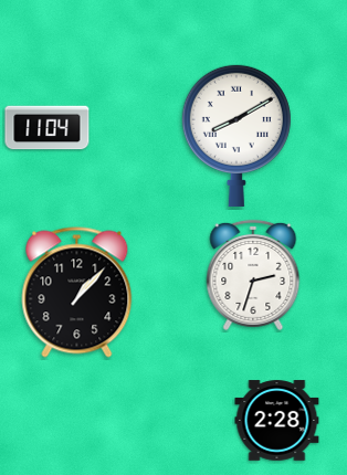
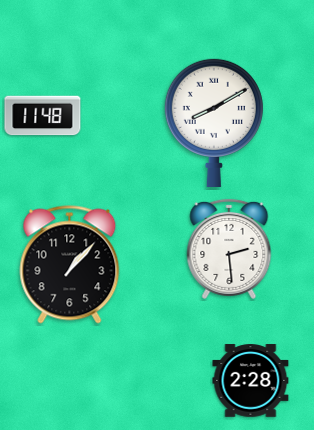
clock at (48, 128): 11:04 -> 11:48
clock at (253, 275): 2:33 -> 2:29
